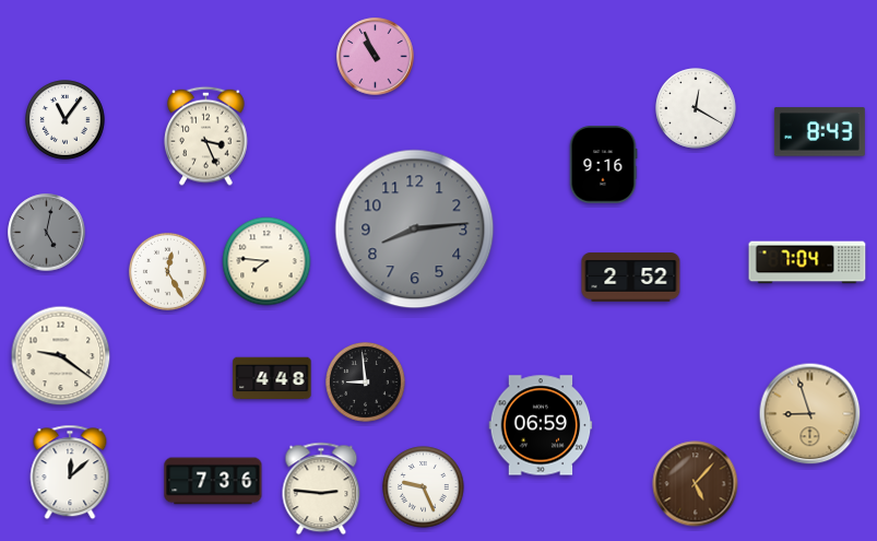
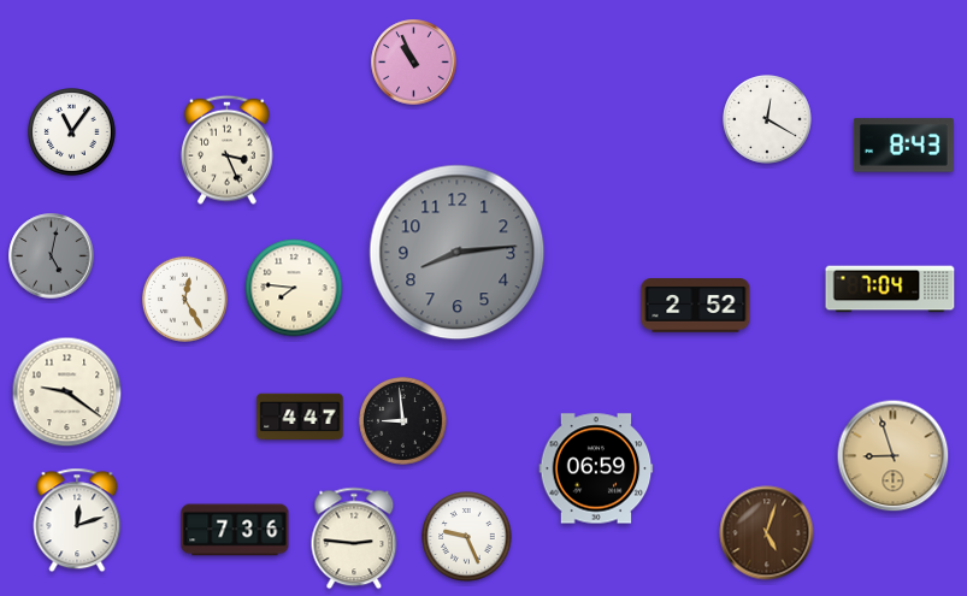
clock at (603, 165): 9:16 -> none
clock at (272, 378): 4:48 -> 4:47
clock at (70, 472): 12:08 -> 12:12
clock at (696, 484): 5:07 -> 5:03
